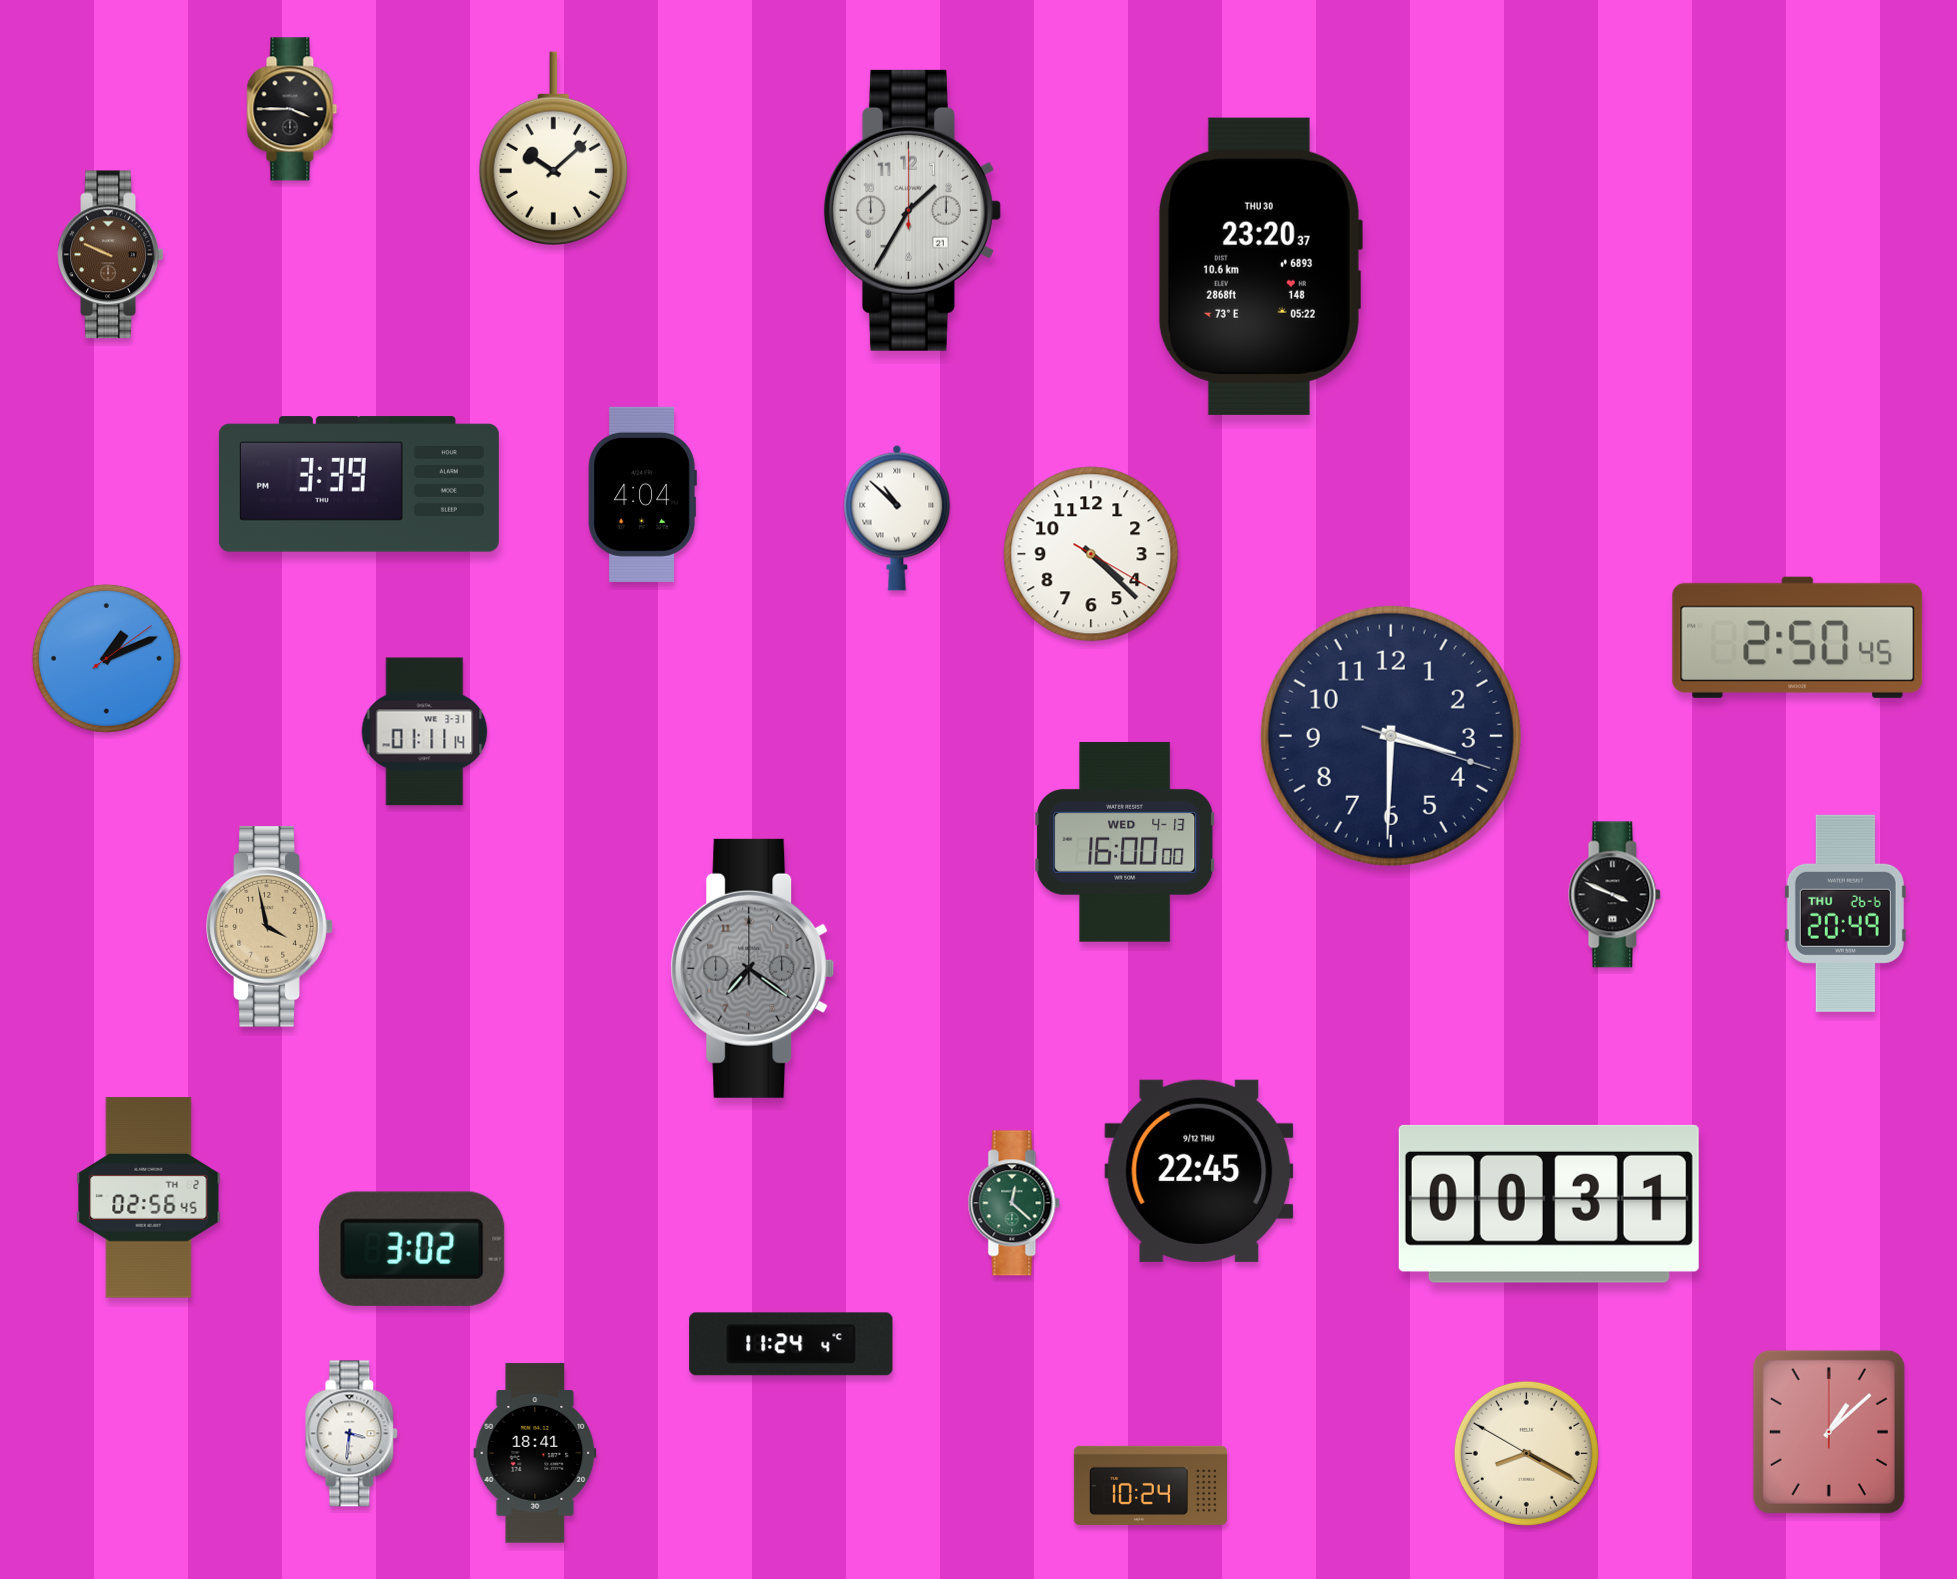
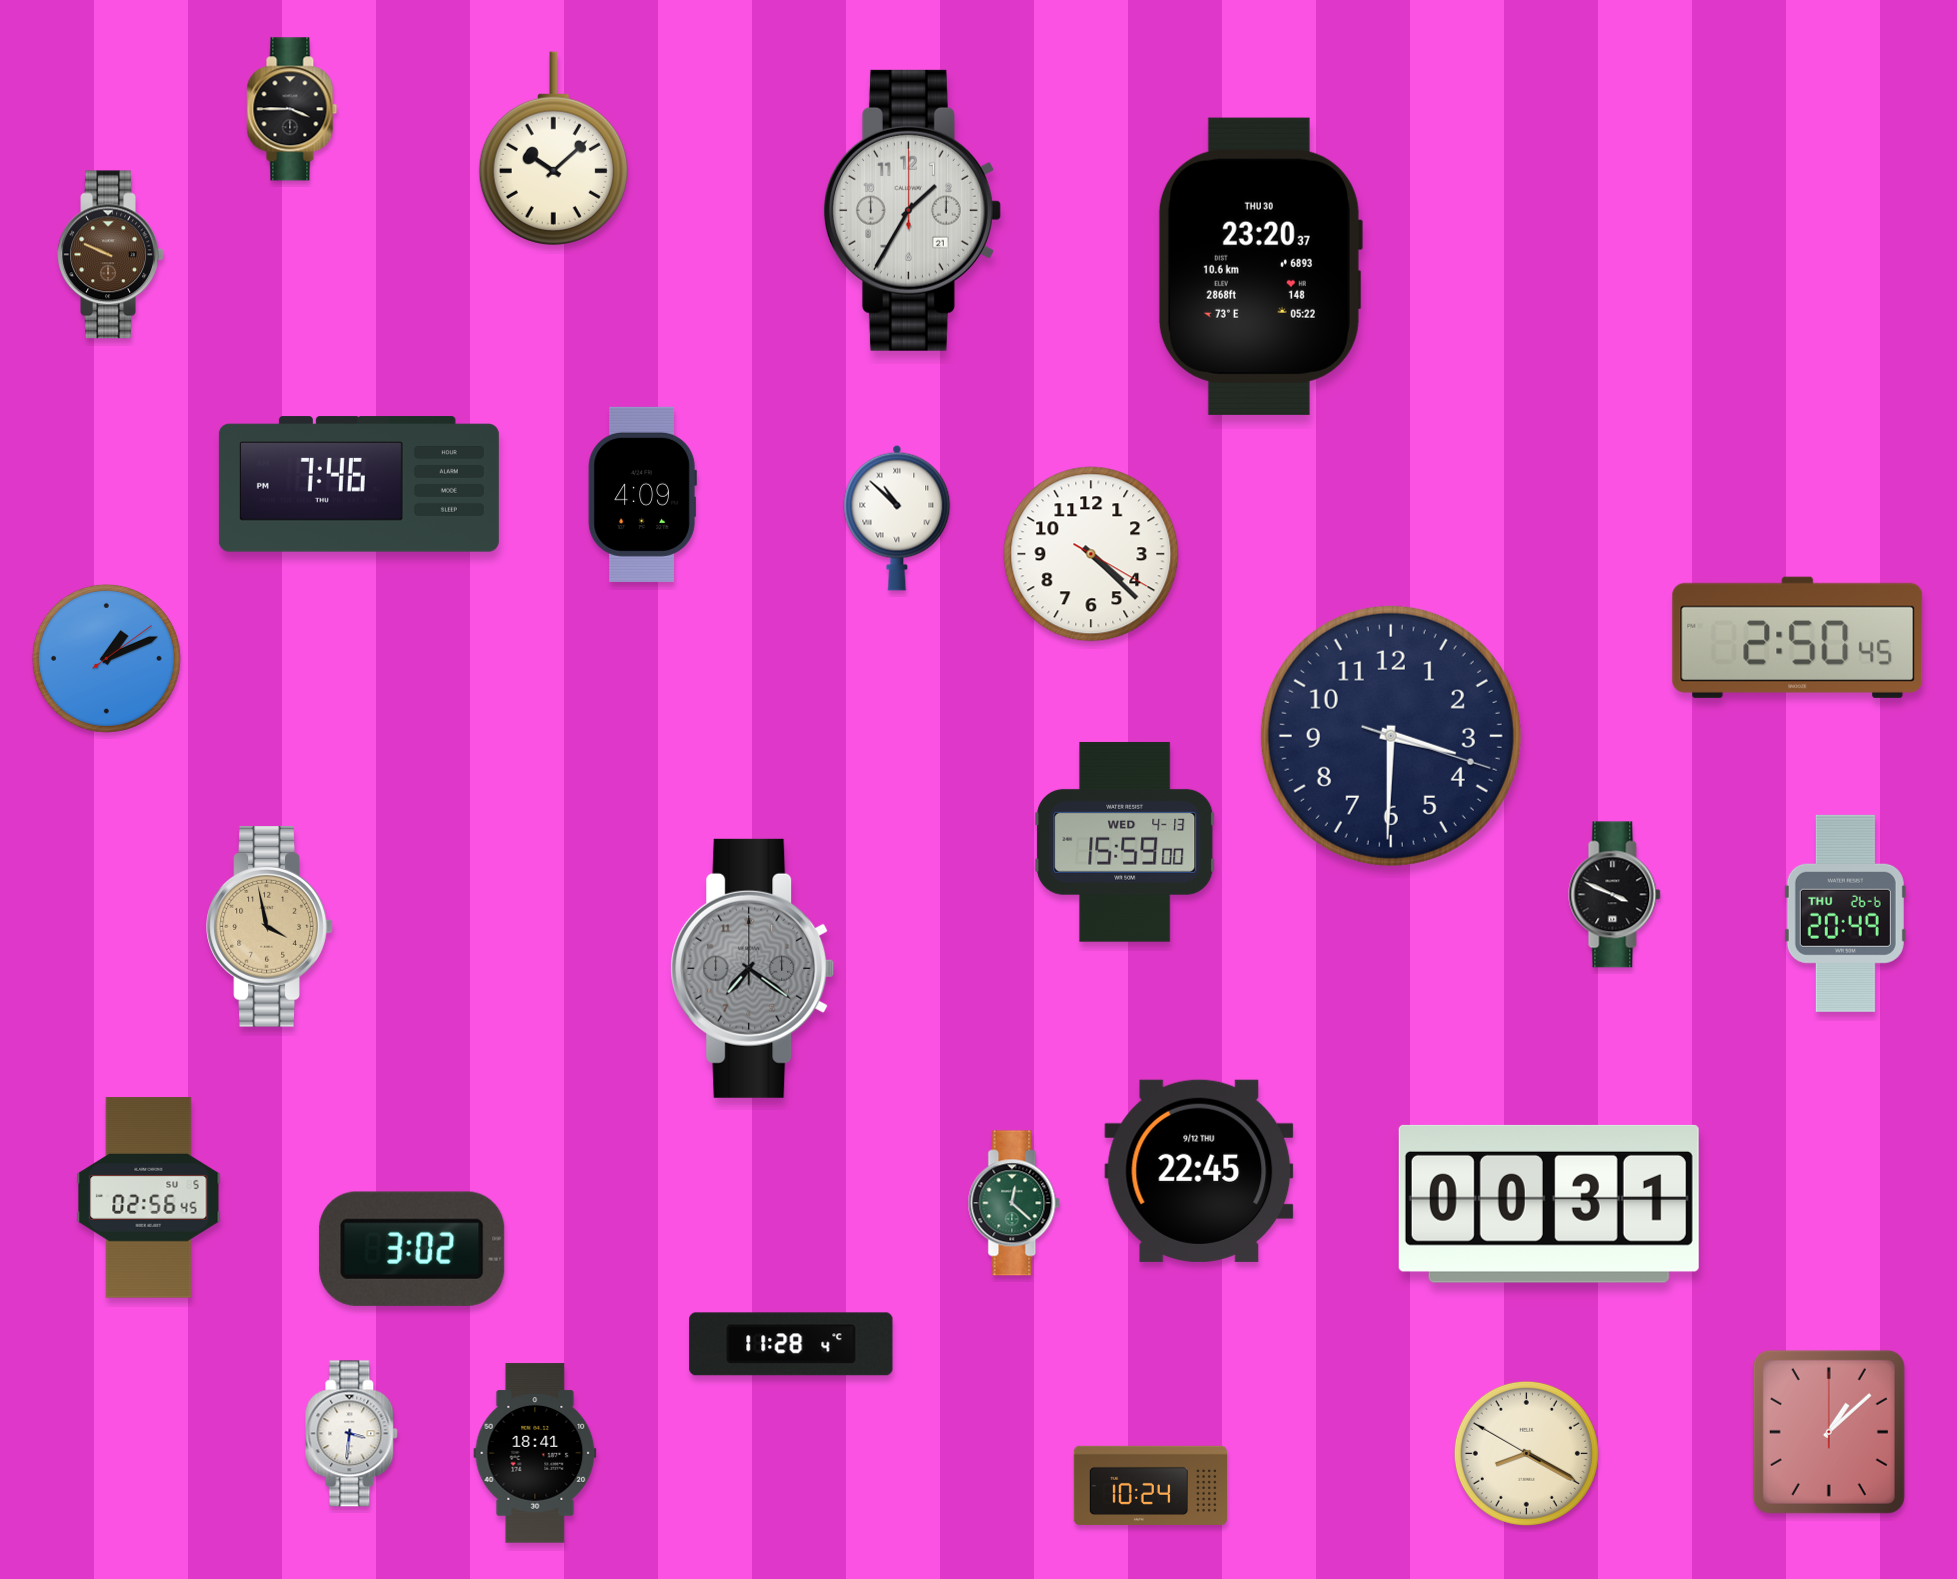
clock at (359, 484): 3:39 -> 7:46
clock at (642, 494): 4:04 -> 4:09
clock at (425, 732): 01:11 -> none
clock at (1125, 842): 16:00 -> 15:59
clock at (149, 1198) date: TH 2 -> SU 5
clock at (791, 1344): 11:24 -> 11:28
